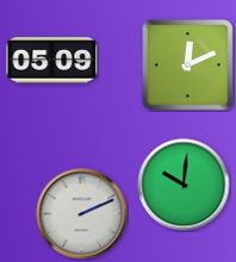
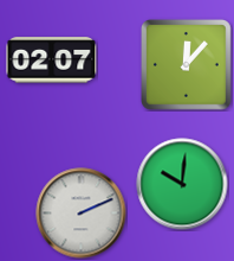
clock at (52, 61): 05:09 -> 02:07
clock at (188, 65): 12:11 -> 12:07
